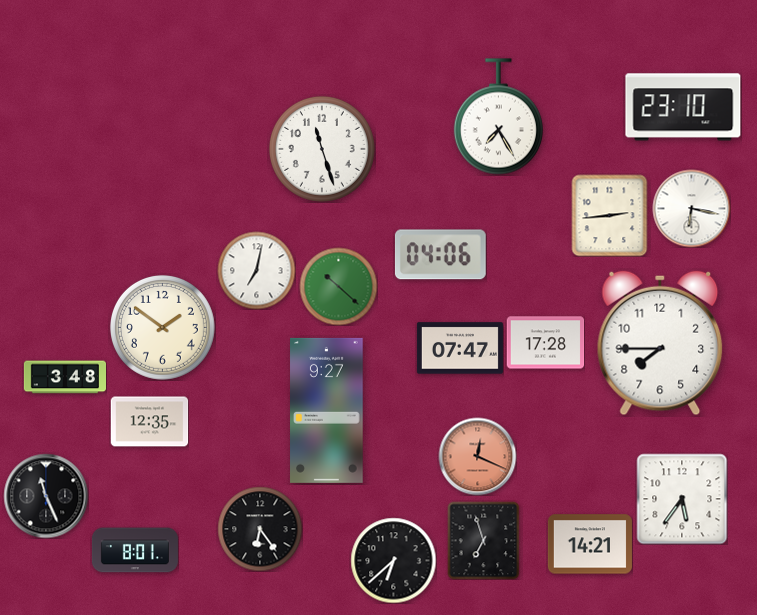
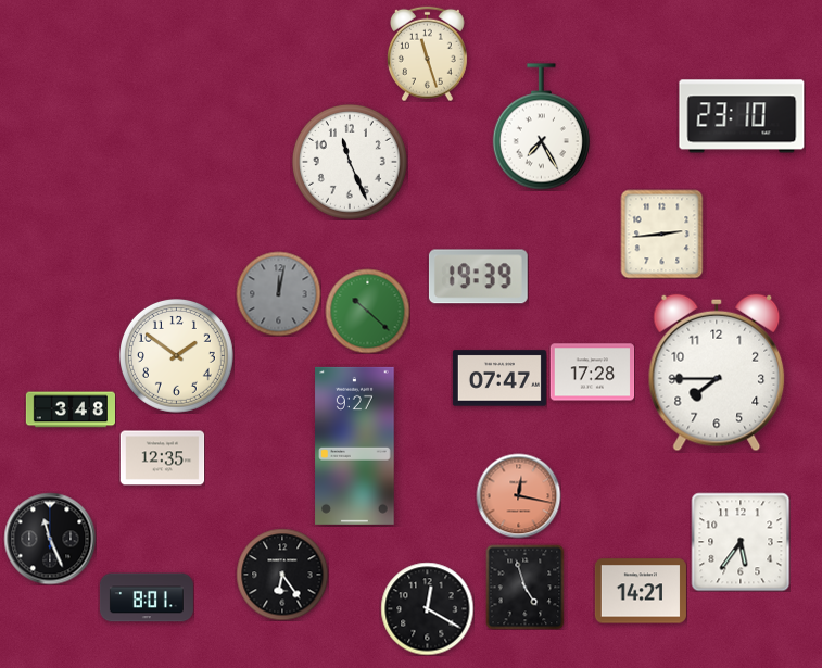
clock at (427, 53): none -> 11:27
clock at (322, 149): 11:27 -> 11:26
clock at (691, 208): 6:17 -> none
clock at (440, 255): 04:06 -> 19:39
clock at (256, 270): 7:02 -> 12:02
clock at (256, 270) dial: white -> grey
clock at (477, 456): 12:19 -> 12:17
clock at (484, 540): 6:57 -> 4:57
clock at (393, 560): 6:38 -> 12:20
